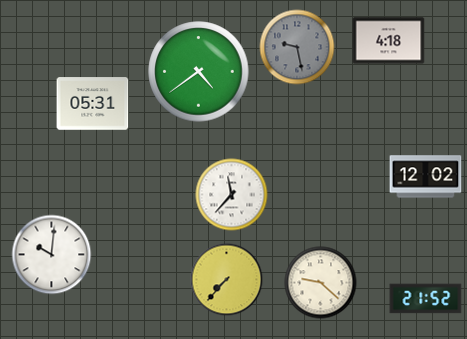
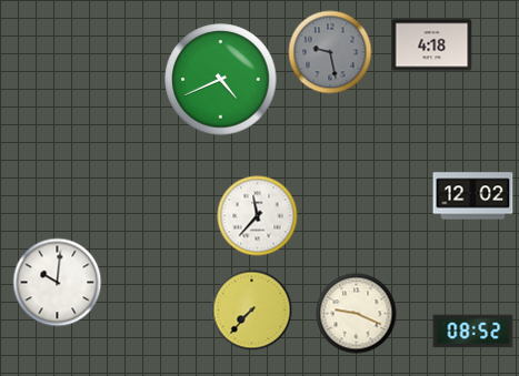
clock at (199, 72): 4:39 -> 4:41
clock at (93, 104): 05:31 -> none
clock at (321, 283): 9:22 -> 9:19
clock at (426, 299): 21:52 -> 08:52
